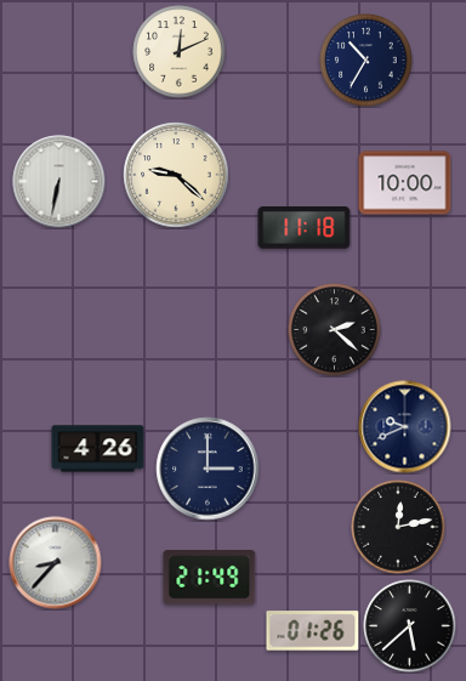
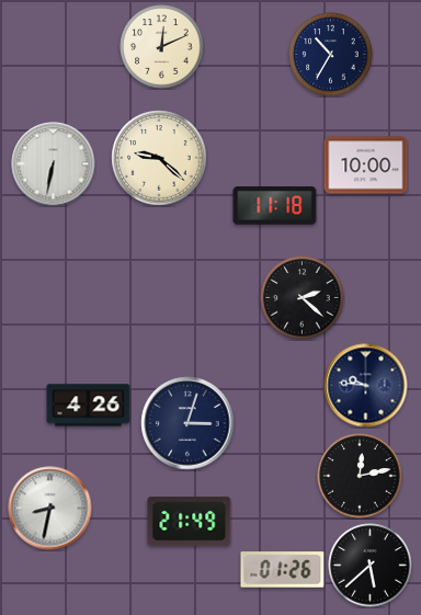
clock at (405, 427): 9:41 -> 9:46
clock at (208, 469): 3:00 -> 3:03
clock at (56, 563): 8:37 -> 8:32
